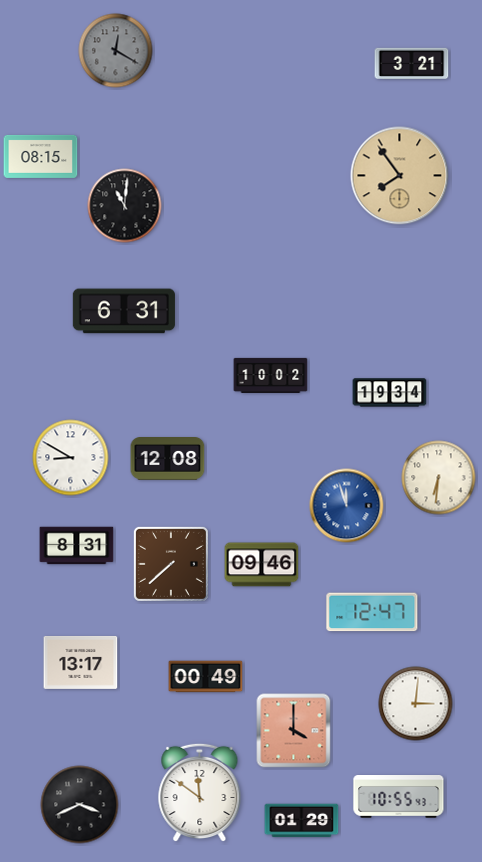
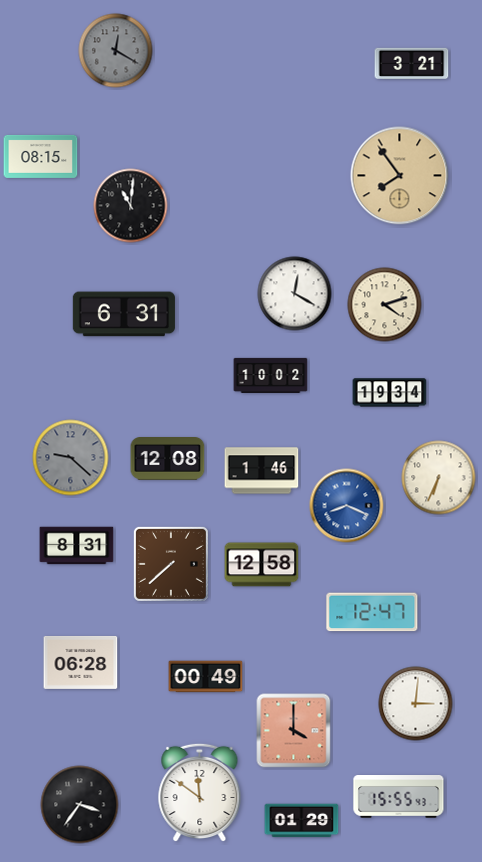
clock at (125, 206) position: (125, 206) -> (131, 206)
clock at (295, 294): none -> 12:20
clock at (385, 305): none -> 4:12
clock at (124, 311) position: (124, 311) -> (124, 314)
clock at (71, 458): 8:50 -> 9:22
clock at (71, 458) dial: white -> grey
clock at (262, 471): none -> 1:46
clock at (439, 478): 6:31 -> 6:34
clock at (347, 506): 11:57 -> 8:19
clock at (262, 565): 09:46 -> 12:58
clock at (81, 662): 13:17 -> 06:28
clock at (399, 797): 10:55 -> 15:55
clock at (80, 805): 3:41 -> 3:36
